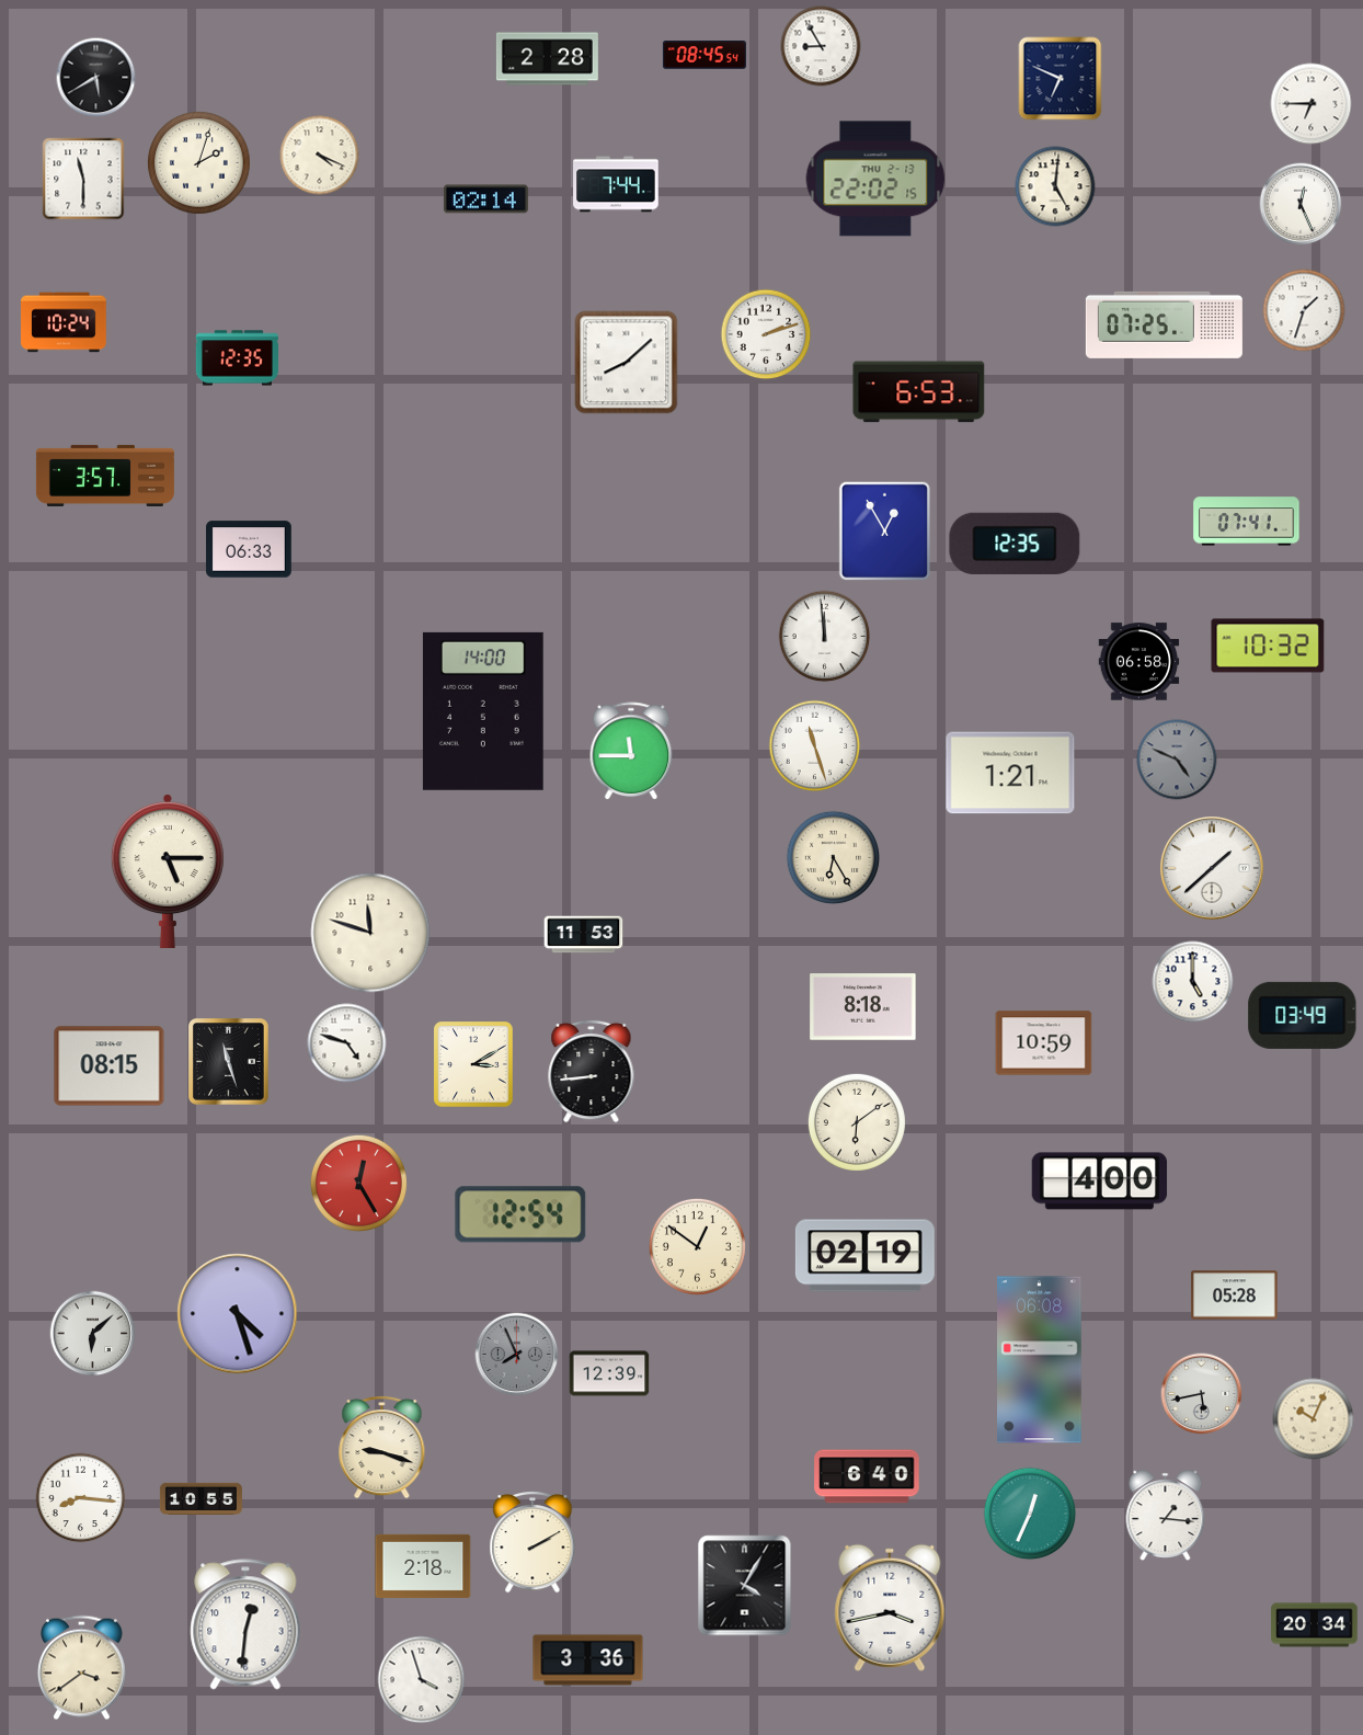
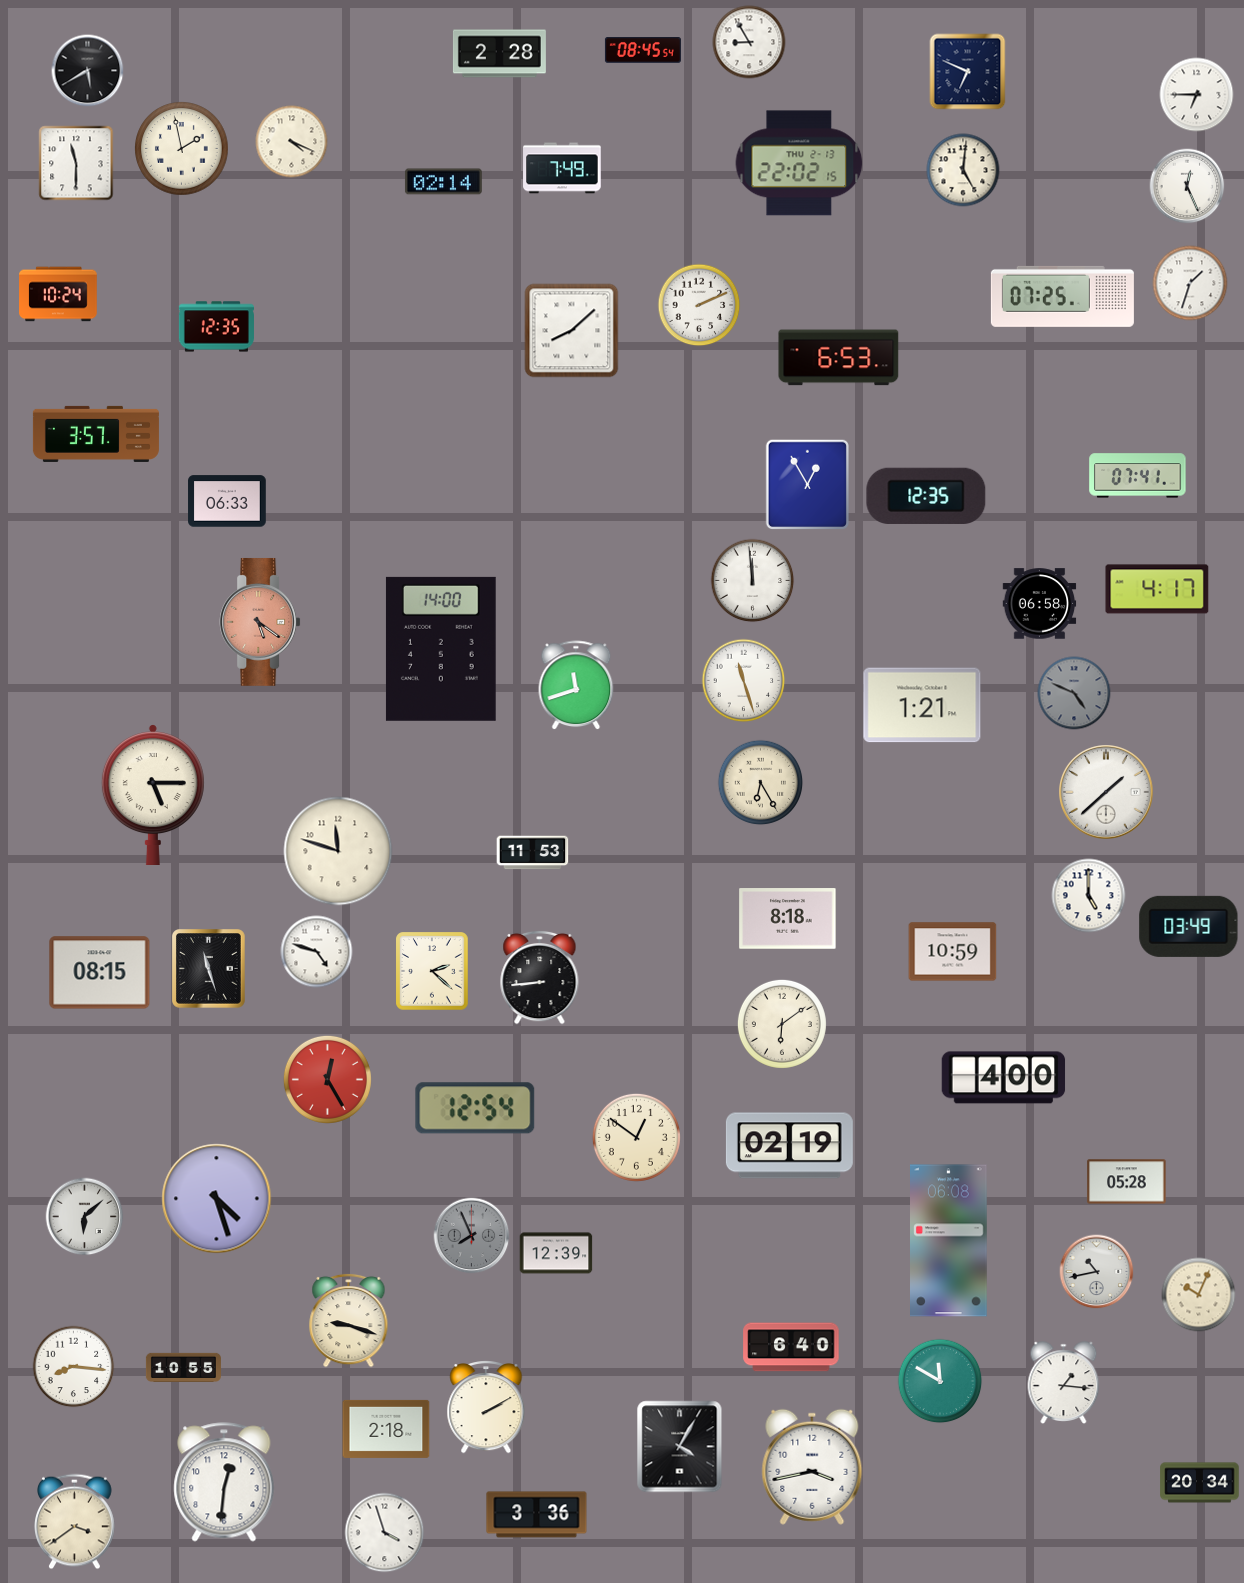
clock at (199, 163): 2:03 -> 1:58
clock at (616, 184): 7:44 -> 7:49
clock at (766, 334): 2:12 -> 2:11
clock at (1268, 646): 10:32 -> 4:17
clock at (260, 622): none -> 5:21
clock at (631, 752): 11:45 -> 11:42
clock at (473, 1064): 3:10 -> 2:22
clock at (1202, 1394): 5:43 -> 10:43
clock at (1030, 1514): 12:34 -> 11:50
